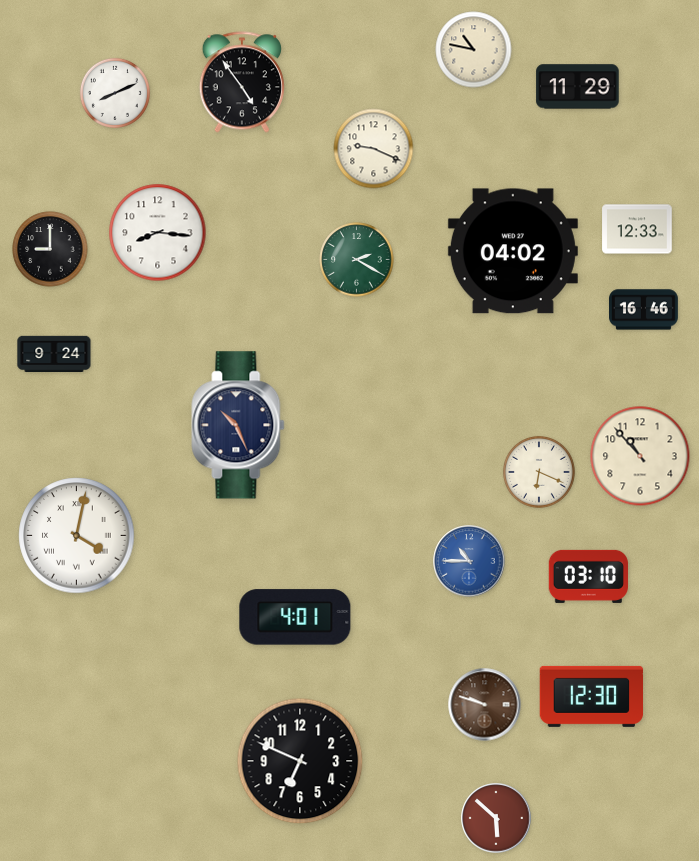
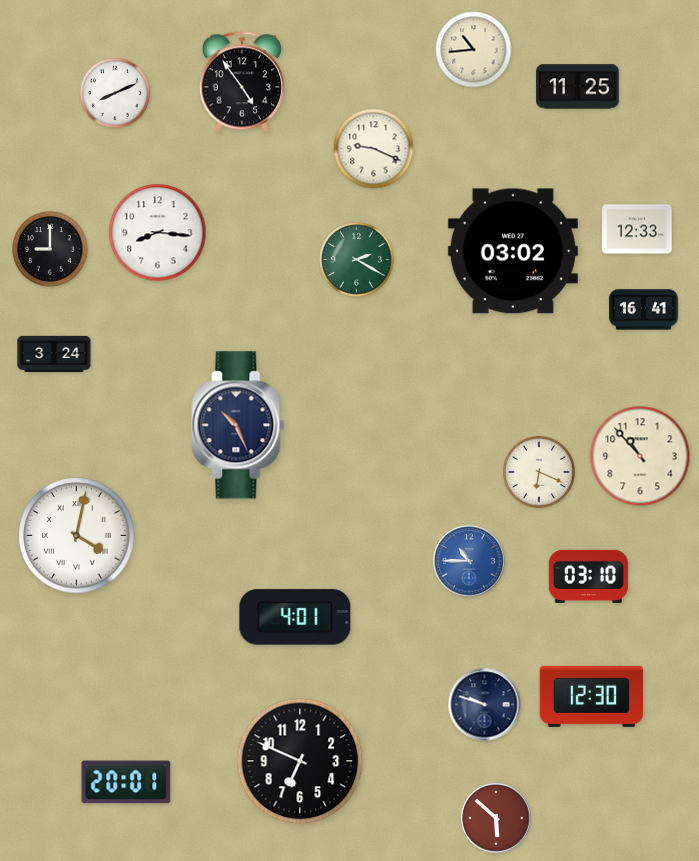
clock at (474, 50): 10:47 -> 10:44
clock at (578, 87): 11:29 -> 11:25
clock at (513, 251): 04:02 -> 03:02
clock at (644, 310): 16:46 -> 16:41
clock at (54, 353): 9:24 -> 3:24
clock at (485, 705) dial: brown -> navy
clock at (126, 782): none -> 20:01
